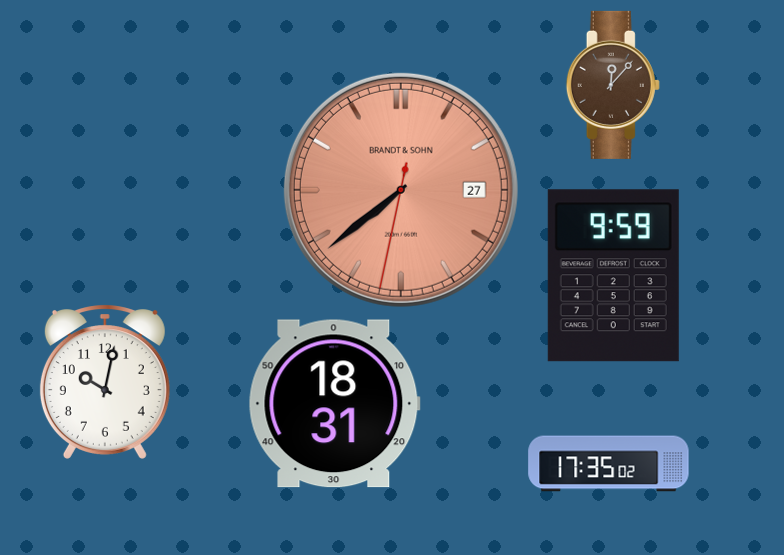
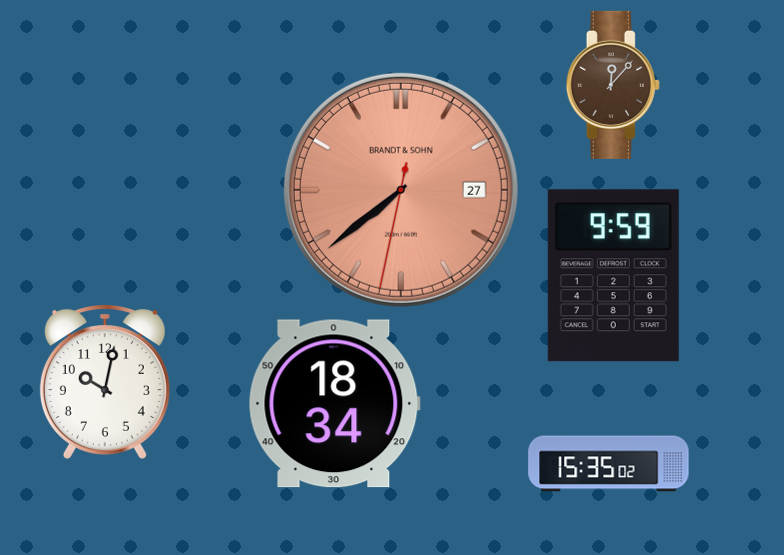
clock at (334, 404): 18:31 -> 18:34
clock at (609, 464): 17:35 -> 15:35
